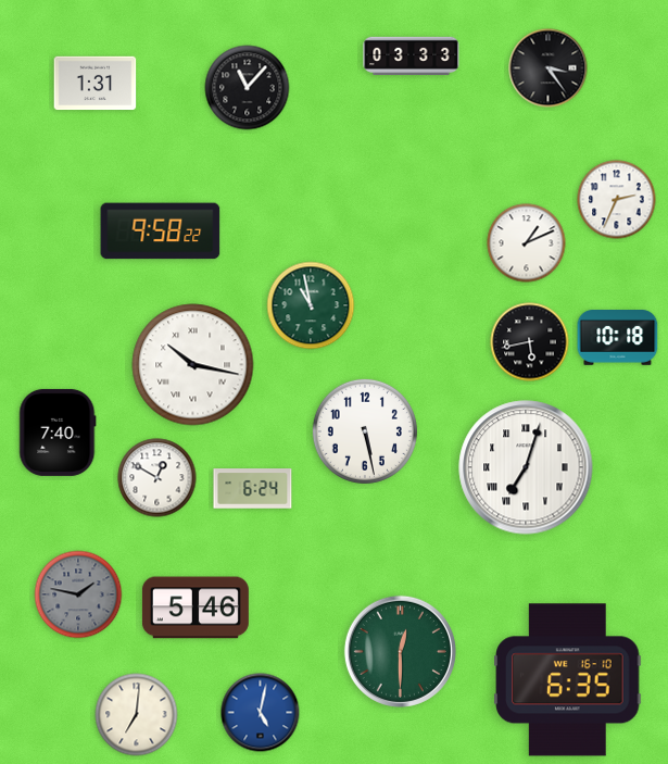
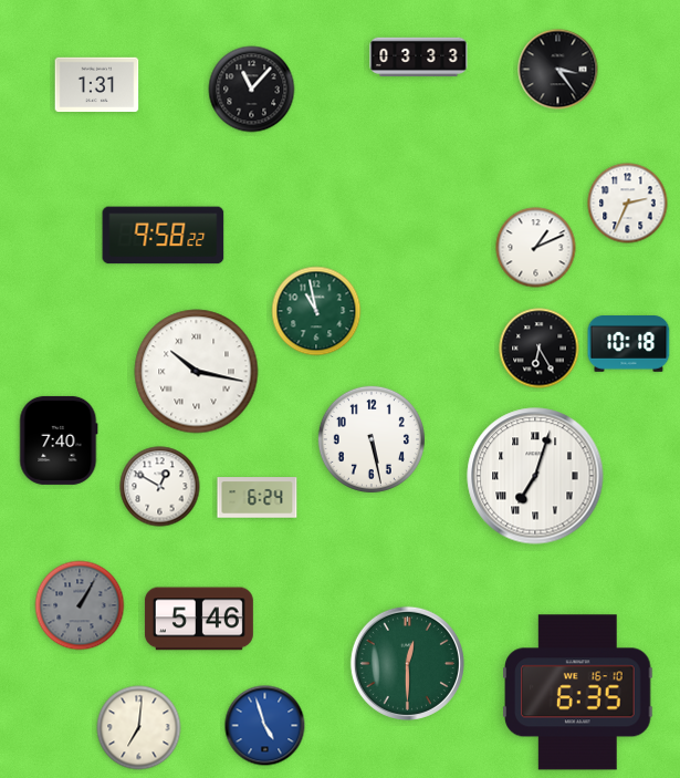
clock at (530, 342): 5:43 -> 6:25
clock at (78, 594): 1:47 -> 1:05
clock at (261, 713): 5:02 -> 4:57
